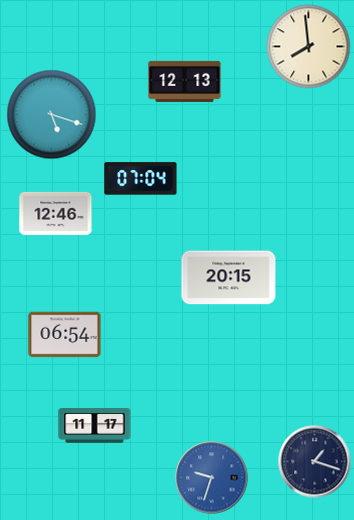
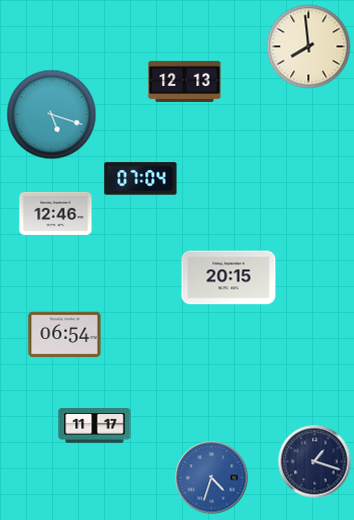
clock at (212, 478): 9:33 -> 4:33
